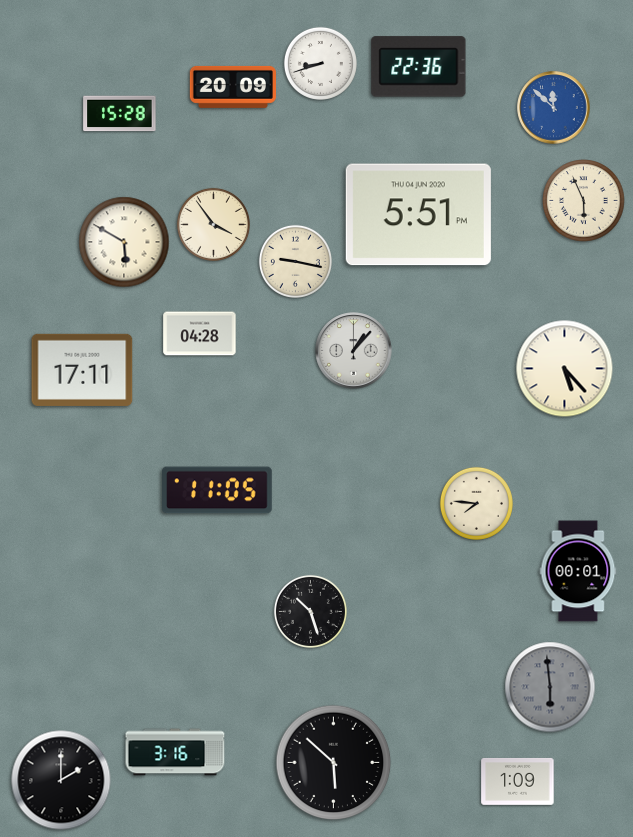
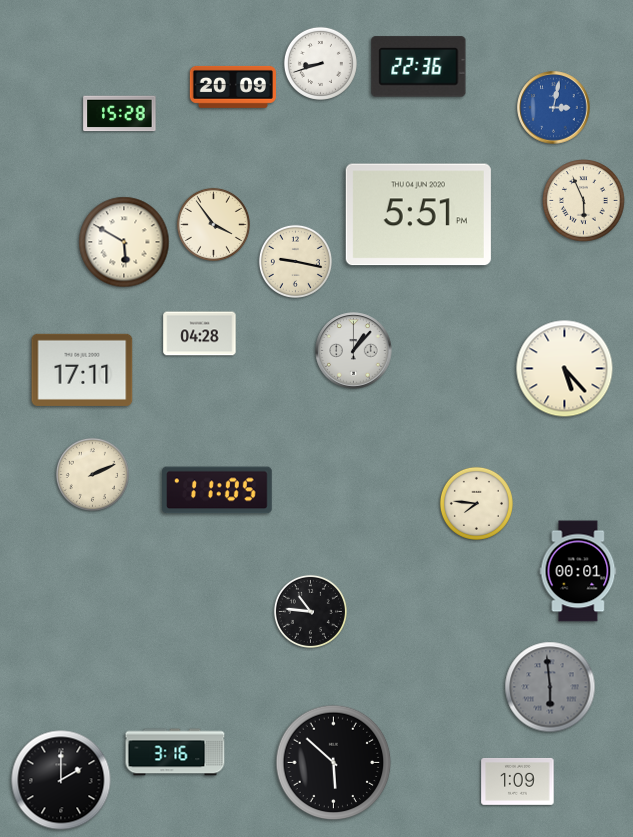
clock at (554, 108): 11:52 -> 3:02
clock at (92, 474): none -> 2:11
clock at (310, 611): 10:27 -> 10:46
